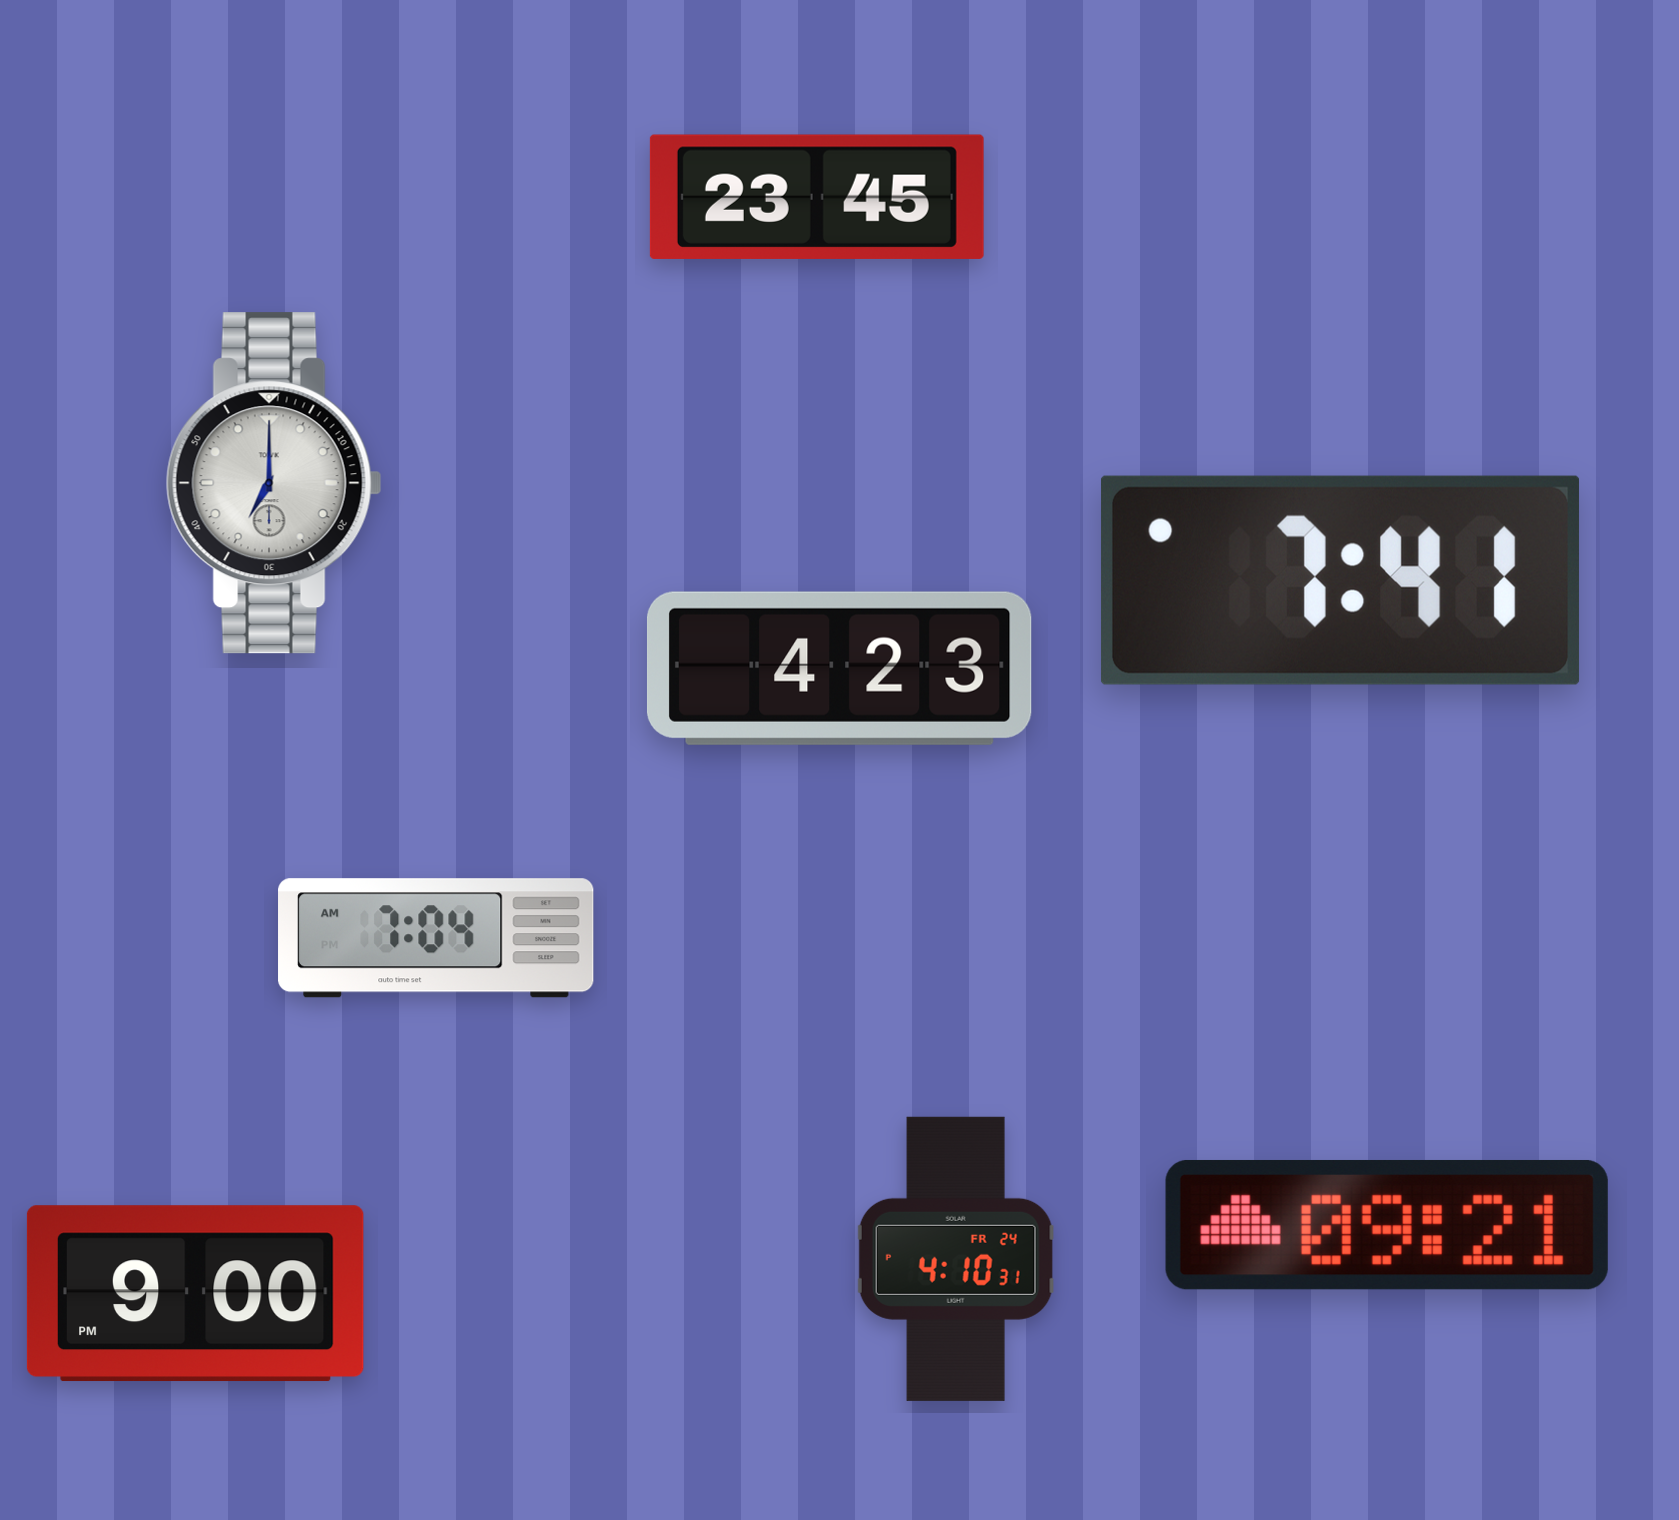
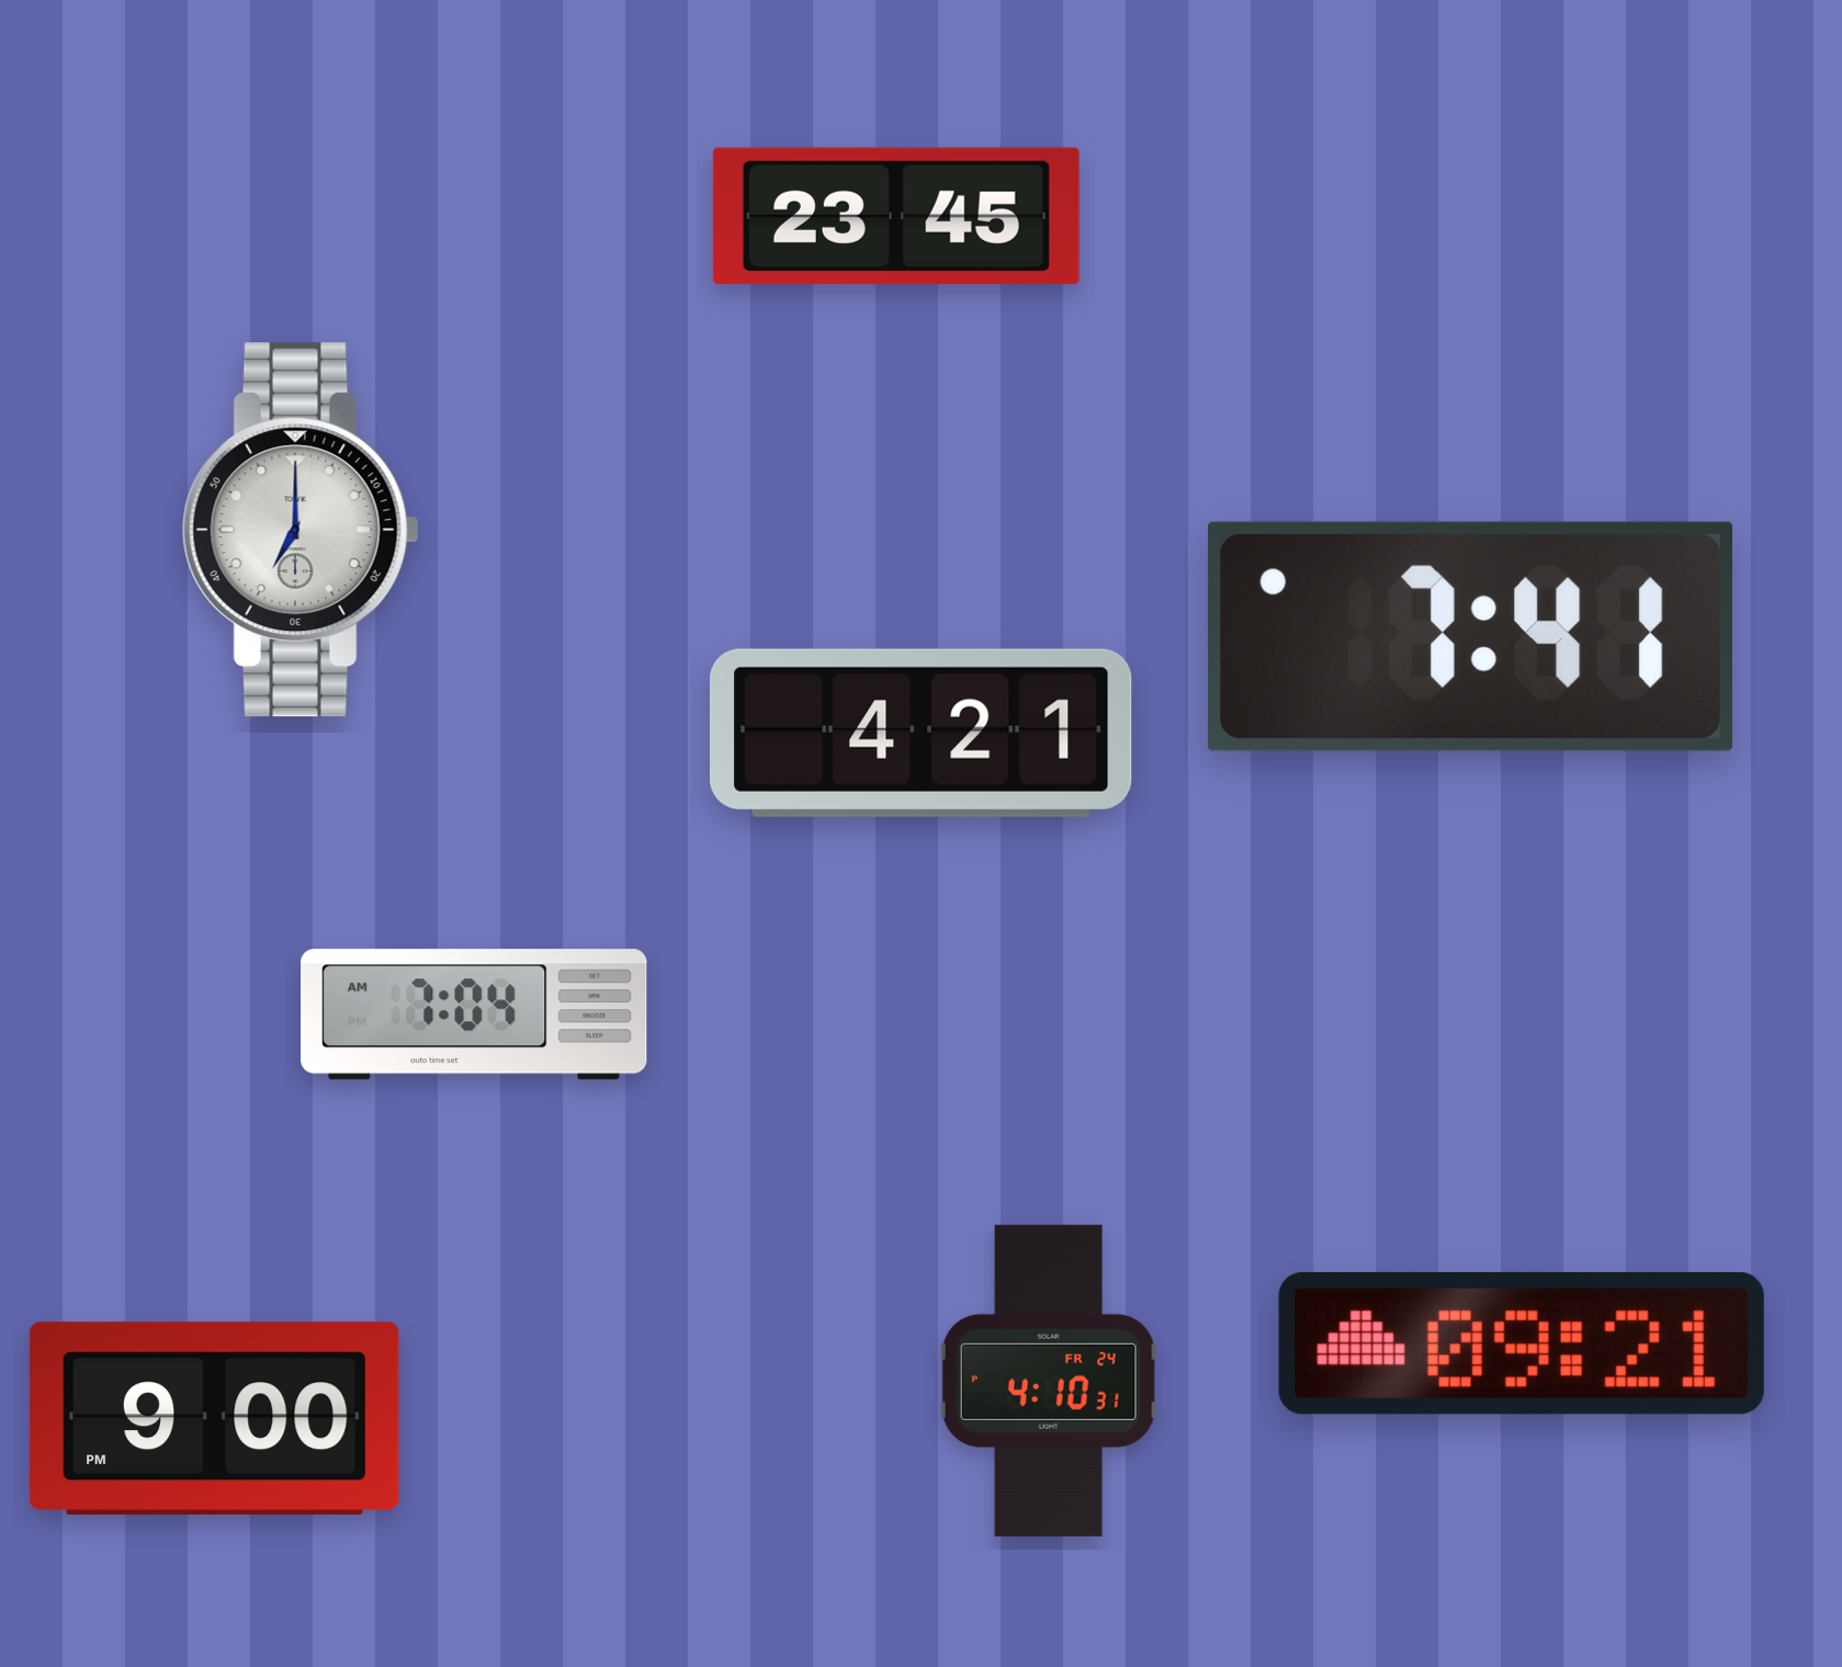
clock at (839, 668): 4:23 -> 4:21
clock at (436, 938) position: (436, 938) -> (474, 1014)
